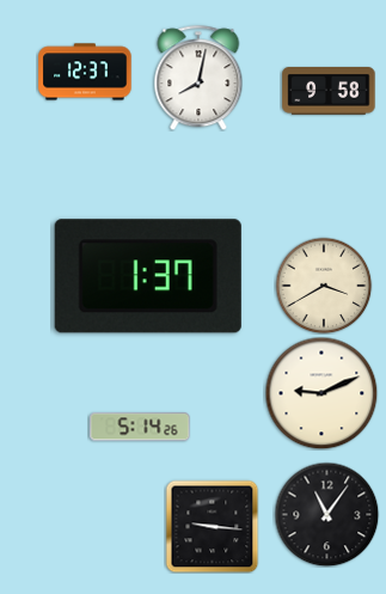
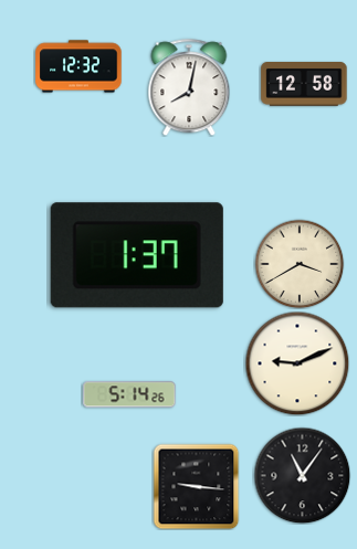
clock at (85, 72): 12:37 -> 12:32
clock at (198, 78) position: (198, 78) -> (189, 87)
clock at (329, 92): 9:58 -> 12:58
